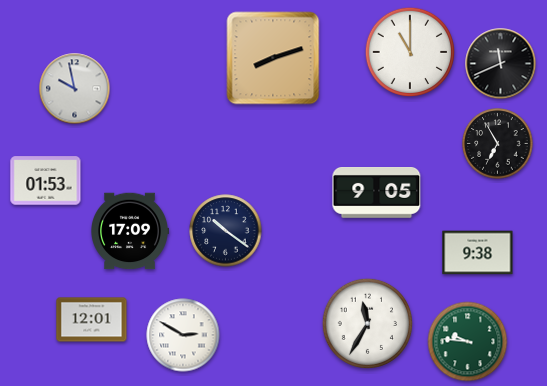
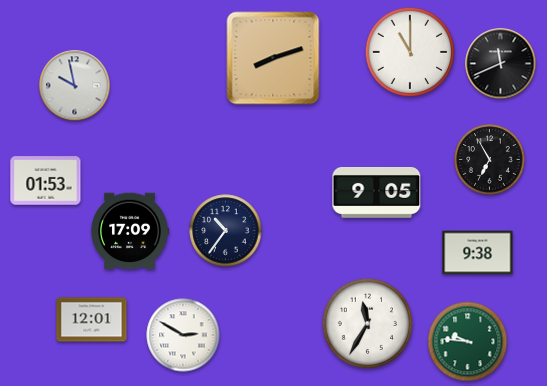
clock at (75, 89) position: (75, 89) -> (75, 86)
clock at (498, 144) position: (498, 144) -> (490, 160)
clock at (226, 231): 10:21 -> 10:36
